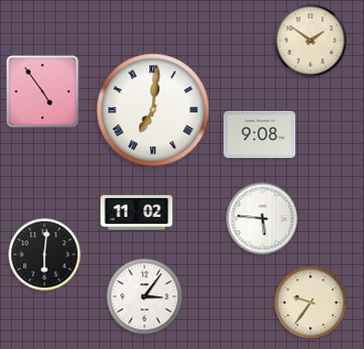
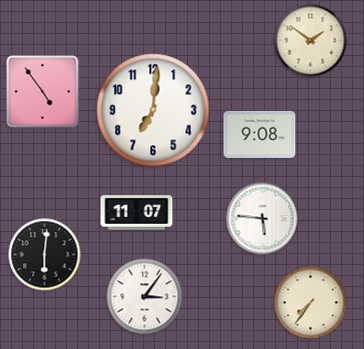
clock at (153, 110) numerals: Roman -> Arabic
clock at (137, 213): 11:02 -> 11:07
clock at (311, 303): 9:36 -> 7:36
